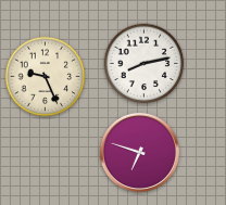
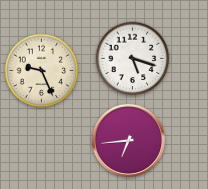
clock at (145, 64): 8:13 -> 5:18
clock at (139, 152): 6:48 -> 6:44
